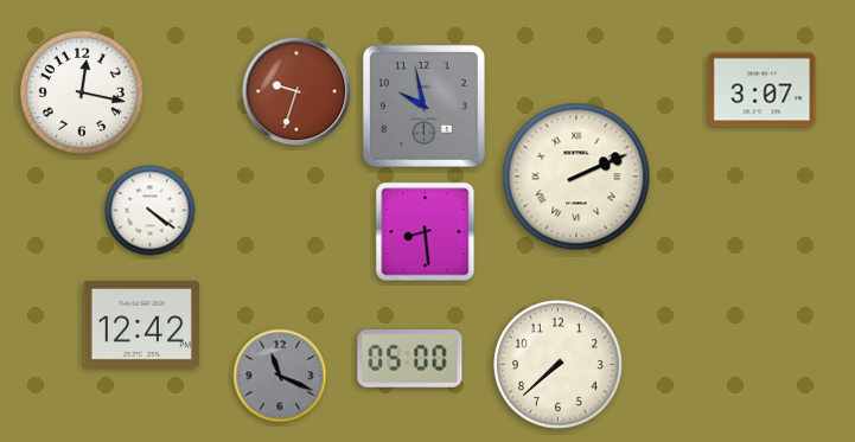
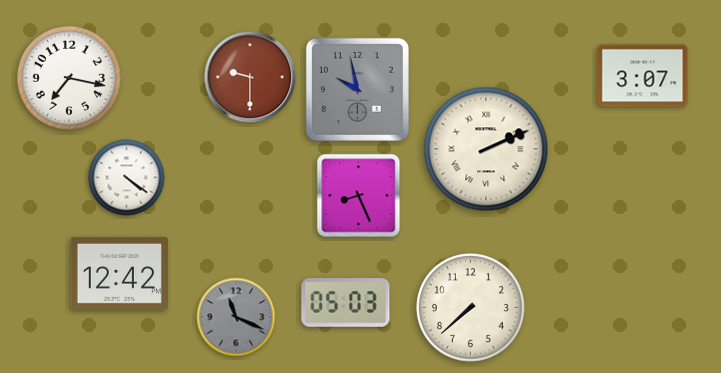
clock at (296, 91): 9:33 -> 9:30
clock at (82, 92): 12:17 -> 7:17
clock at (426, 232): 8:29 -> 8:26
clock at (410, 359): 05:00 -> 05:03
